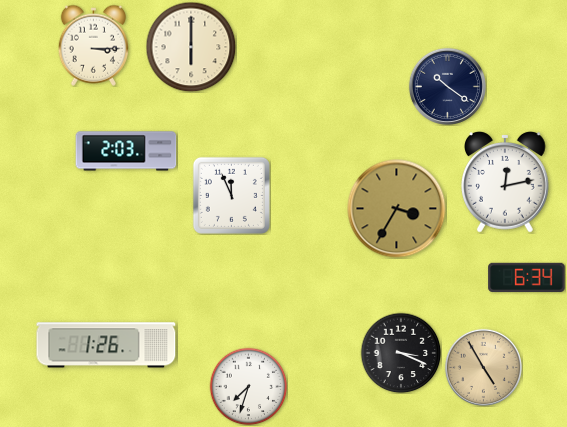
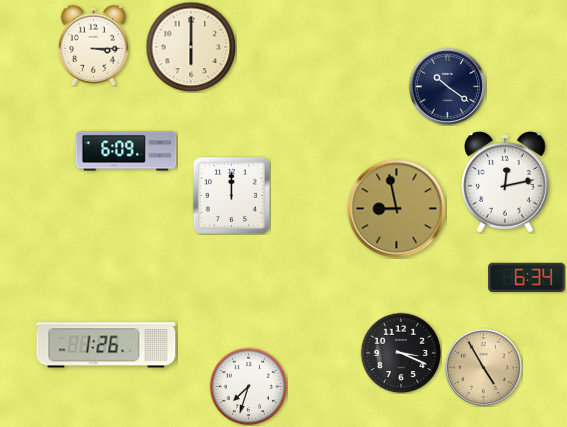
clock at (126, 151): 2:03 -> 6:09
clock at (231, 195): 11:56 -> 12:00
clock at (397, 209): 3:35 -> 8:58
